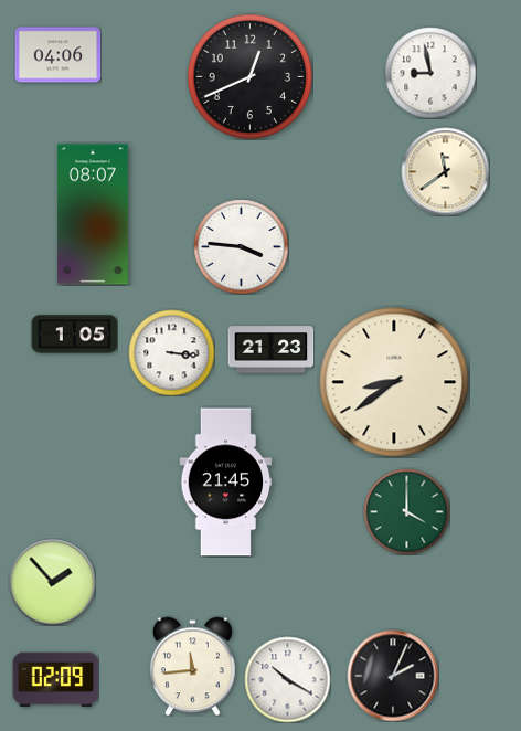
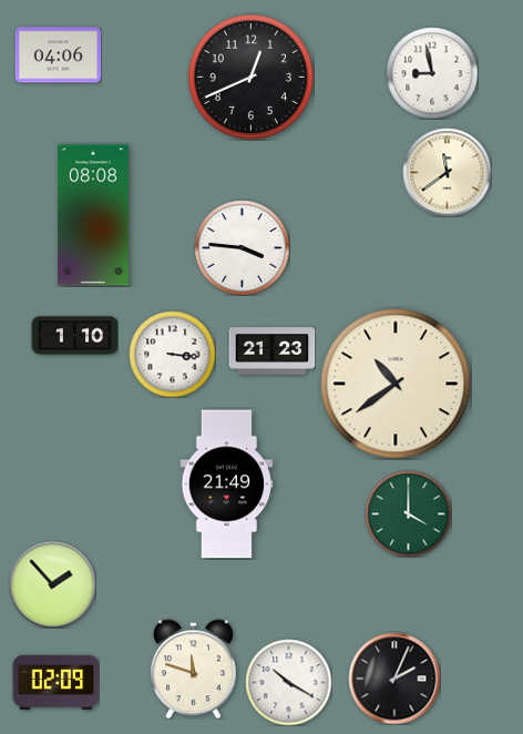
clock at (93, 214): 08:07 -> 08:08
clock at (74, 335): 1:05 -> 1:10
clock at (394, 382): 8:39 -> 10:39
clock at (226, 483): 21:45 -> 21:49
clock at (193, 666): 11:44 -> 11:48
